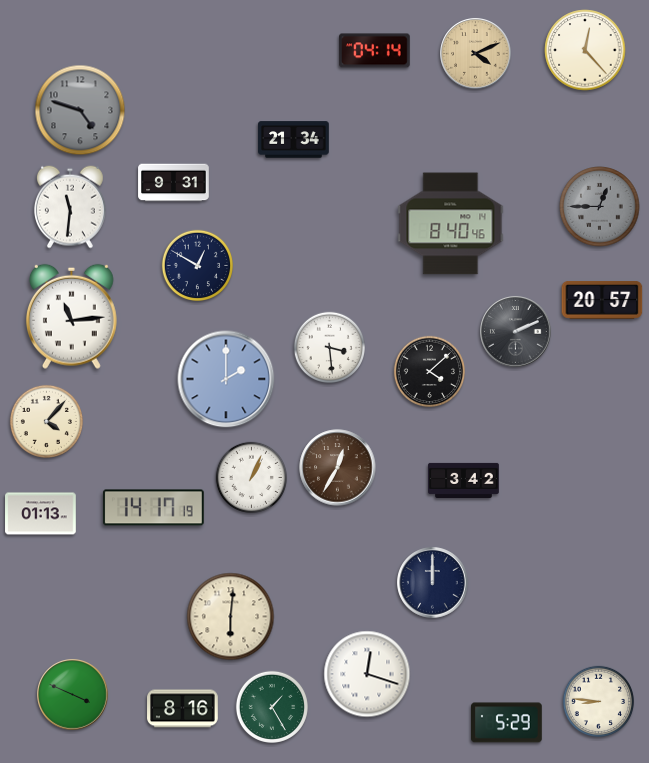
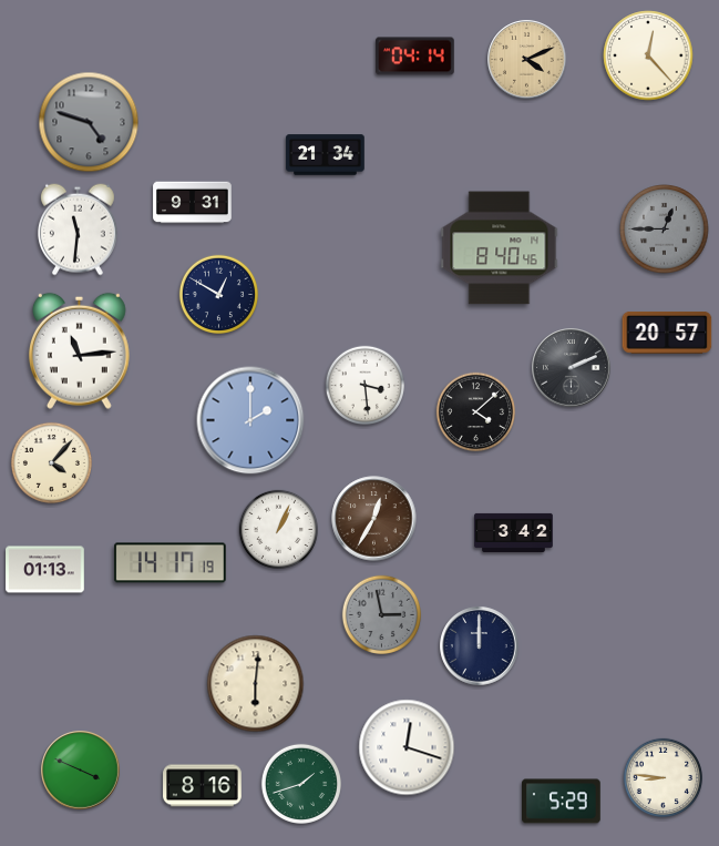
clock at (46, 421) position: (46, 421) -> (51, 462)
clock at (381, 614): none -> 2:58
clock at (272, 707): 1:25 -> 1:42
